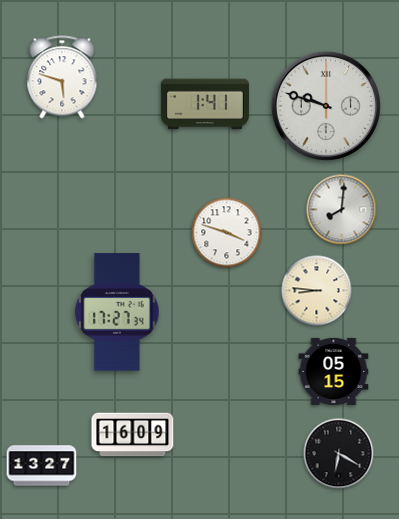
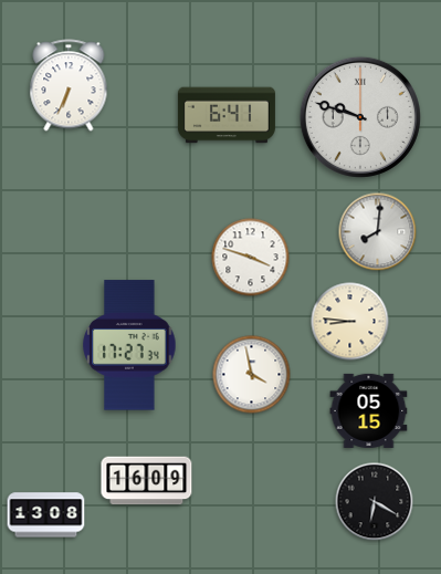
clock at (62, 77): 5:48 -> 6:34
clock at (205, 104): 1:41 -> 6:41
clock at (252, 375): none -> 3:58
clock at (42, 466): 13:27 -> 13:08
